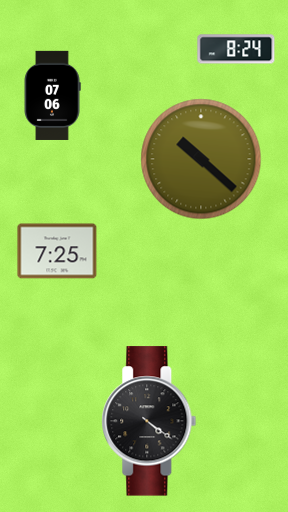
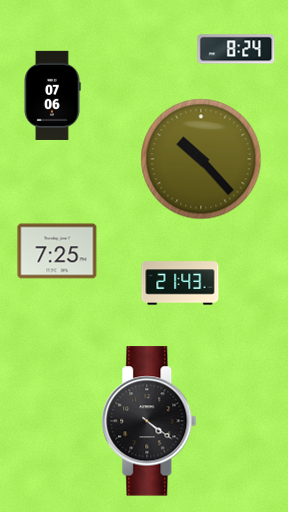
clock at (201, 159): 10:22 -> 10:23
clock at (180, 283): none -> 21:43
